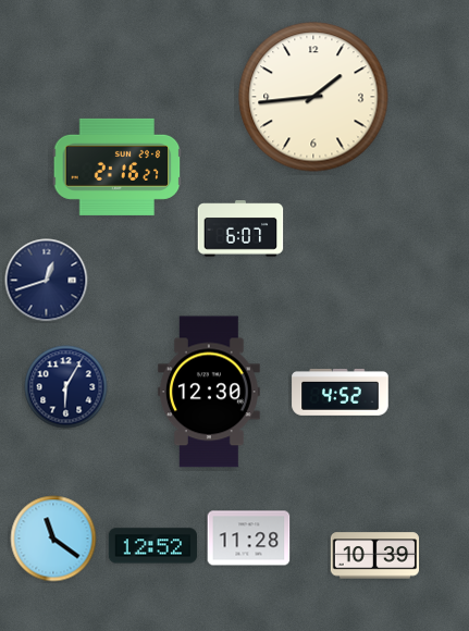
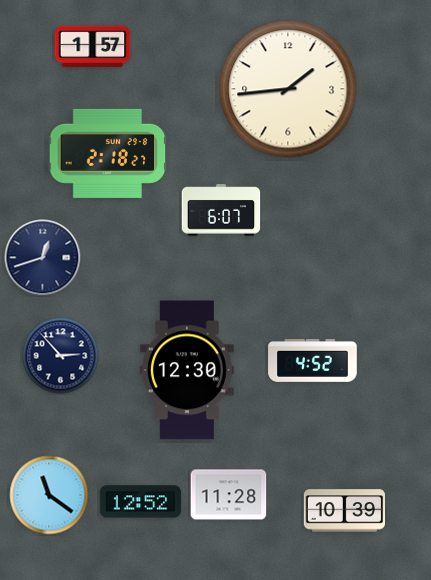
clock at (93, 47): none -> 1:57
clock at (118, 166): 2:16 -> 2:18
clock at (66, 387): 6:05 -> 2:53
clock at (209, 392) position: (209, 392) -> (187, 370)
